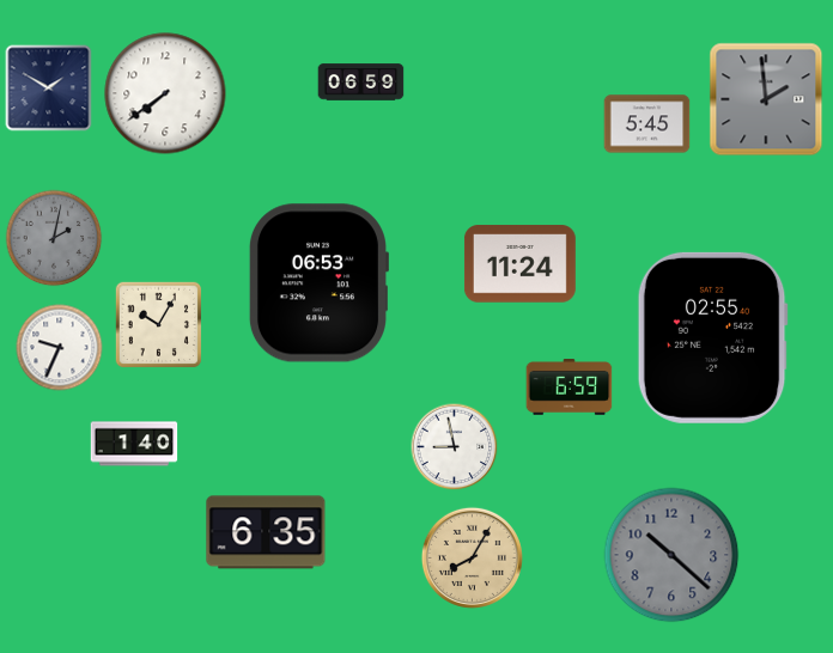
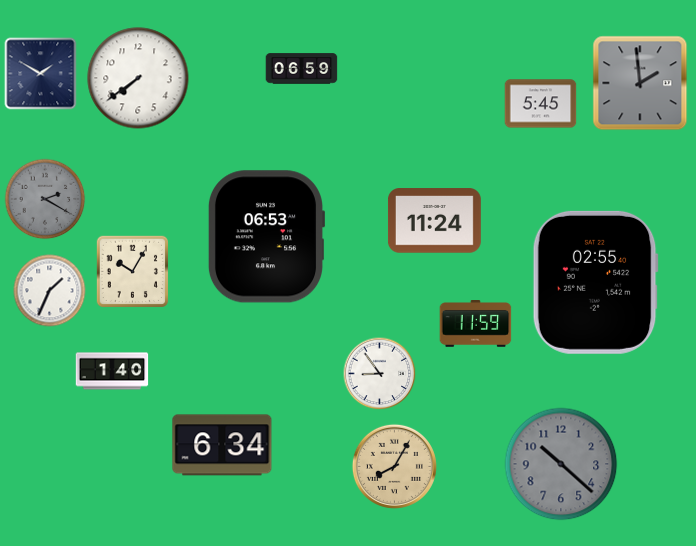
clock at (54, 238): 2:02 -> 2:20
clock at (60, 348): 9:34 -> 1:34
clock at (570, 387): 6:59 -> 11:59
clock at (455, 447): 8:58 -> 8:54
clock at (266, 532): 6:35 -> 6:34
